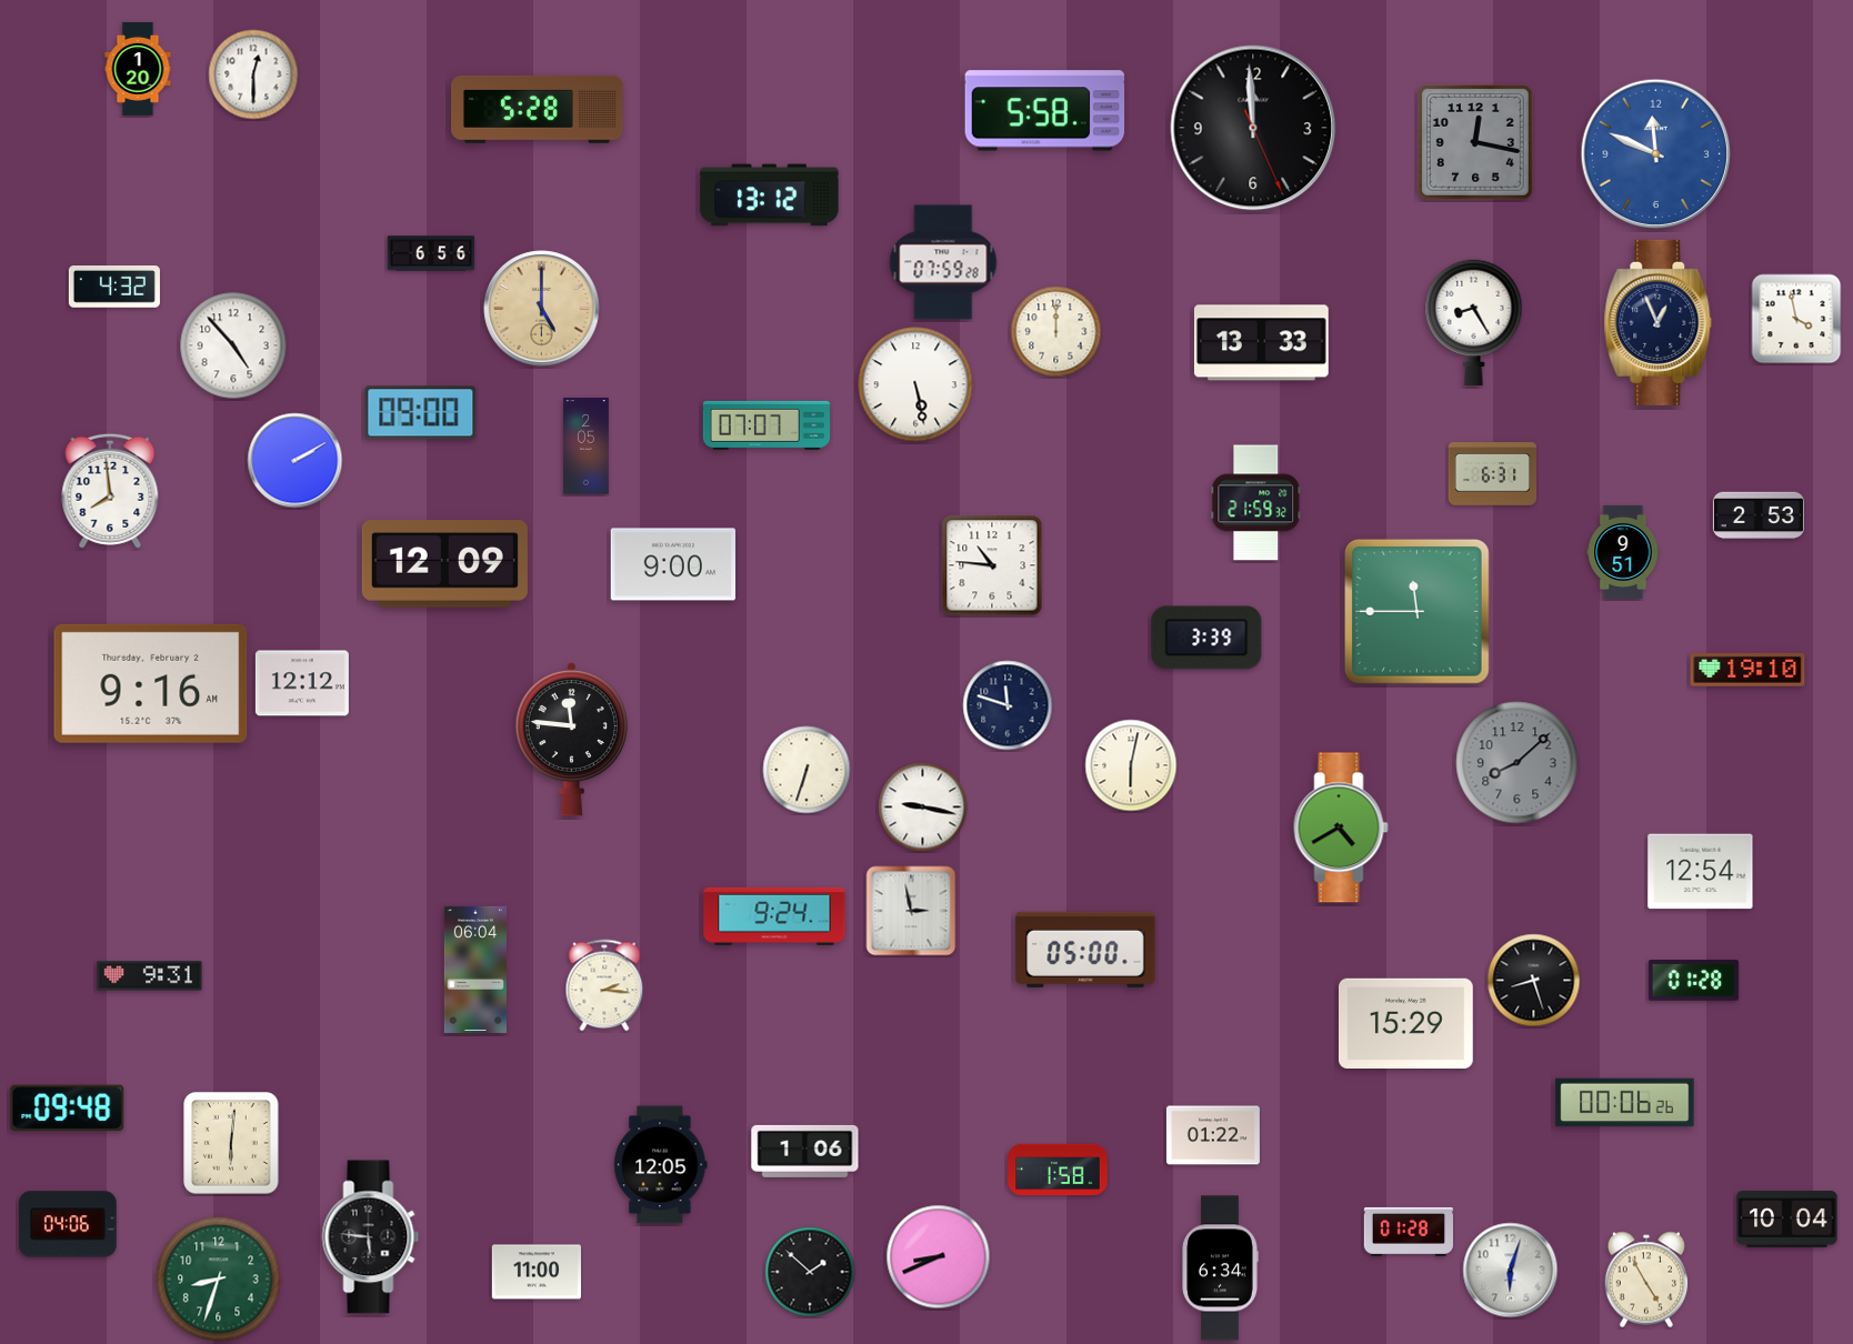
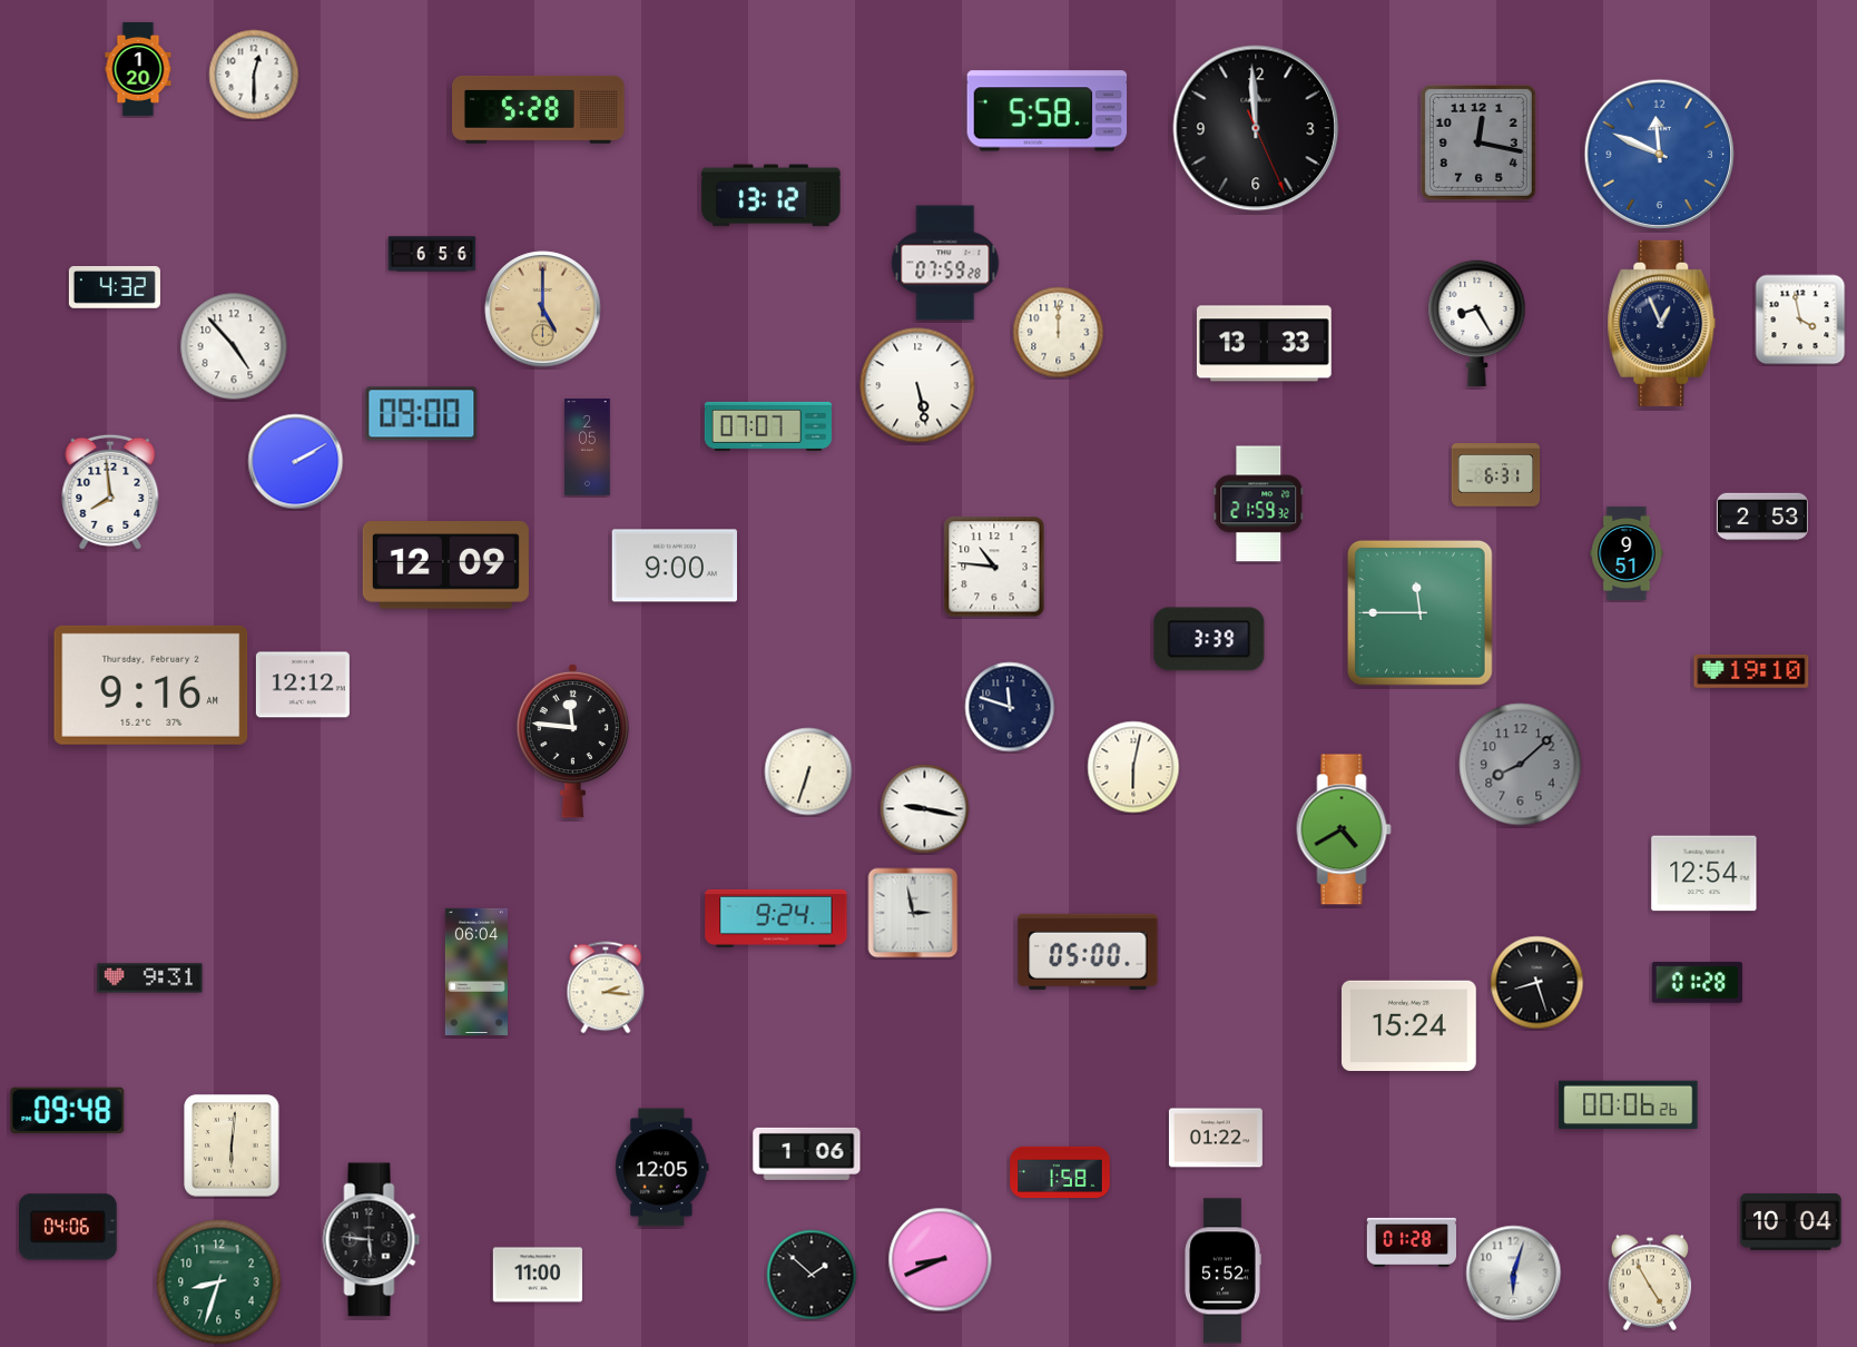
clock at (1406, 1023): 15:29 -> 15:24
clock at (1408, 1232) position: (1408, 1232) -> (1411, 1242)
clock at (1220, 1268): 6:34 -> 5:52
